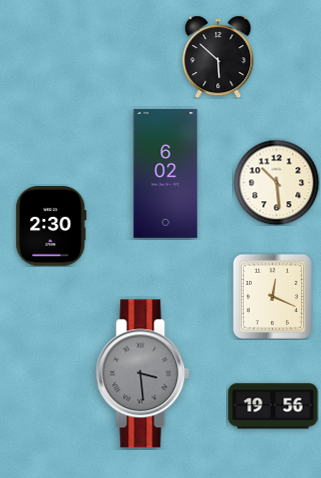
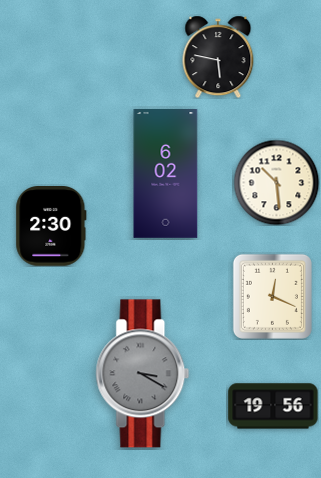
clock at (218, 57): 5:52 -> 5:47
clock at (143, 374): 3:29 -> 3:20
